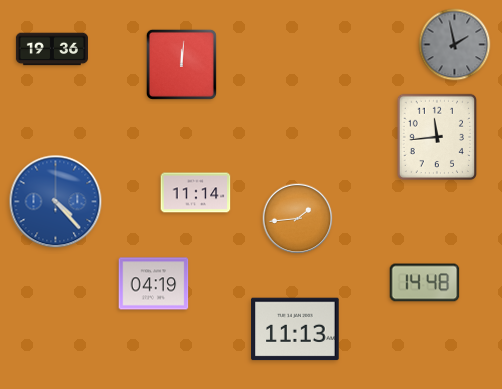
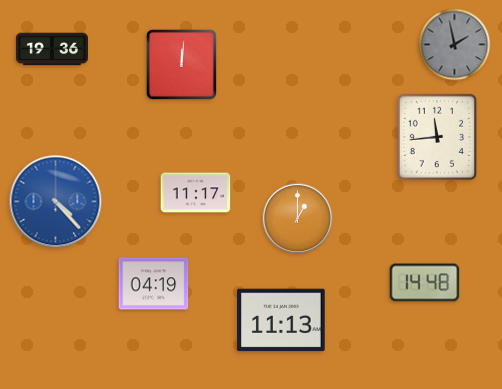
clock at (196, 193): 11:14 -> 11:17
clock at (298, 219): 1:44 -> 1:00
clock at (295, 329) position: (295, 329) -> (281, 320)
